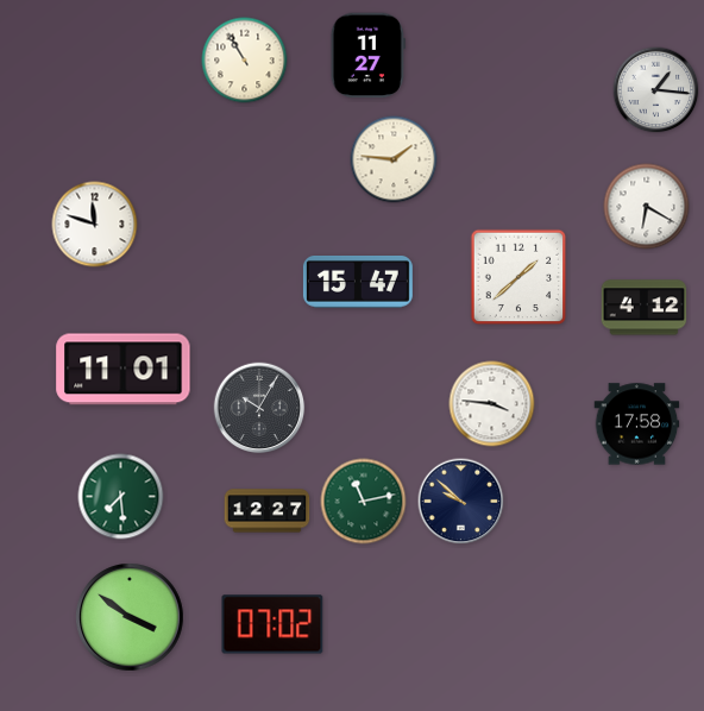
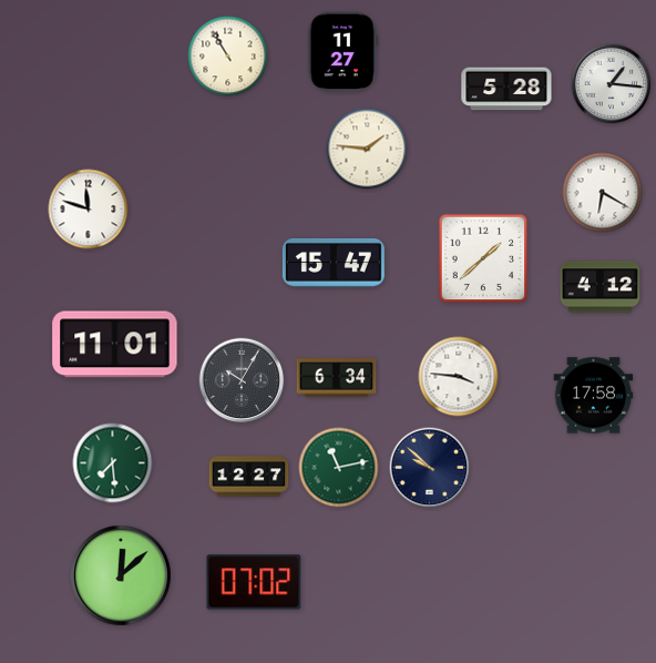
clock at (506, 89): none -> 5:28
clock at (337, 378): none -> 6:34
clock at (130, 617): 3:51 -> 12:08
